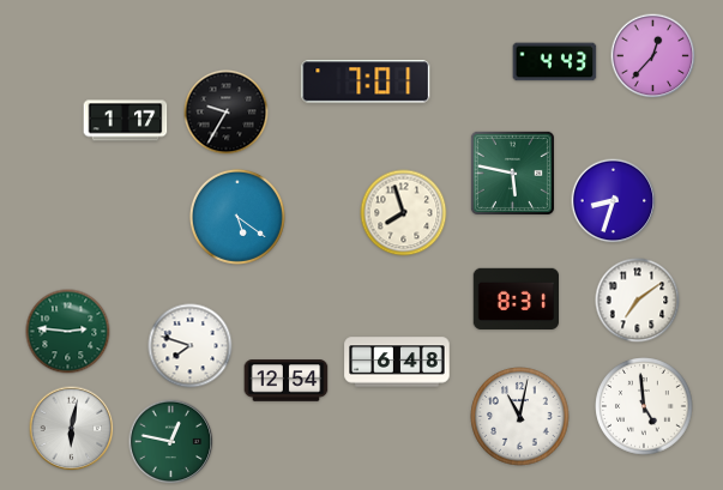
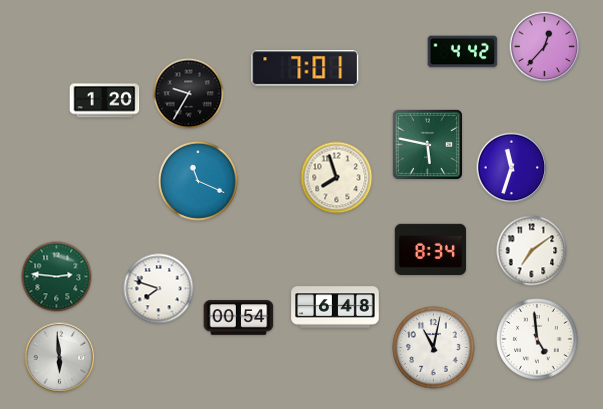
clock at (555, 62): 4:43 -> 4:42
clock at (126, 121): 1:17 -> 1:20
clock at (614, 201): 8:33 -> 11:33
clock at (237, 217): 5:21 -> 11:19
clock at (516, 298): 8:31 -> 8:34
clock at (397, 362) position: (397, 362) -> (335, 307)
clock at (287, 381): 12:54 -> 00:54
clock at (72, 429): 6:02 -> 5:59
clock at (171, 442): 12:47 -> none
